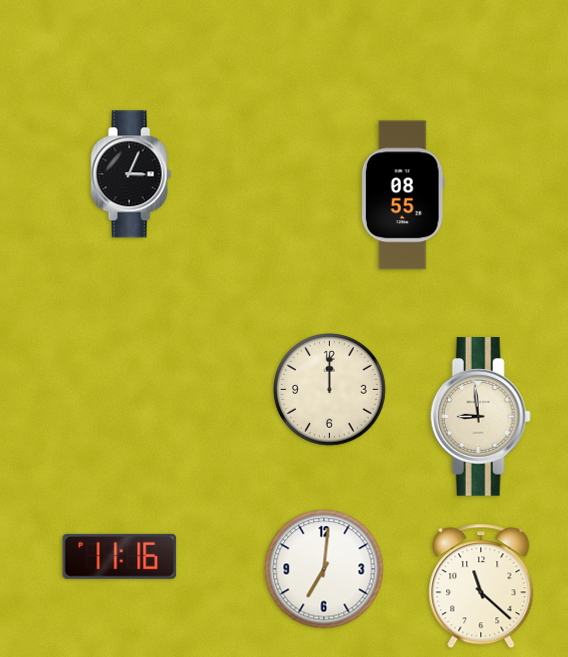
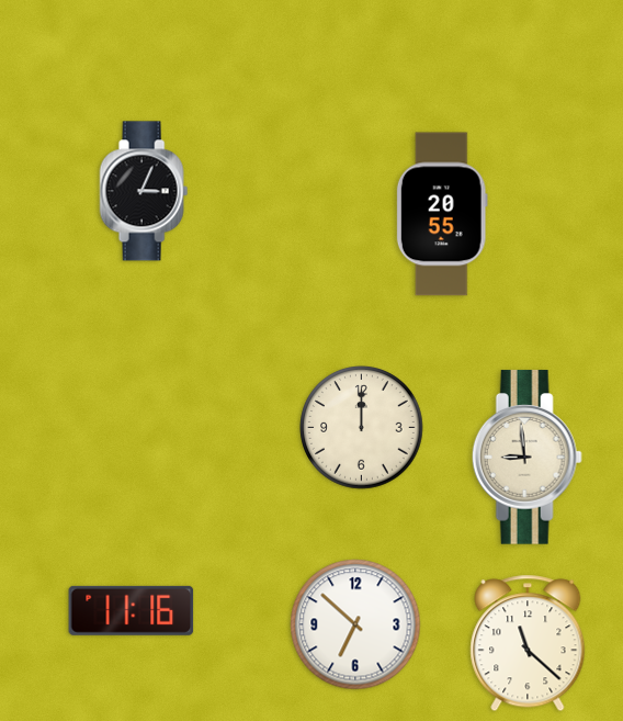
clock at (403, 195): 08:55 -> 20:55
clock at (324, 569): 7:01 -> 6:52
